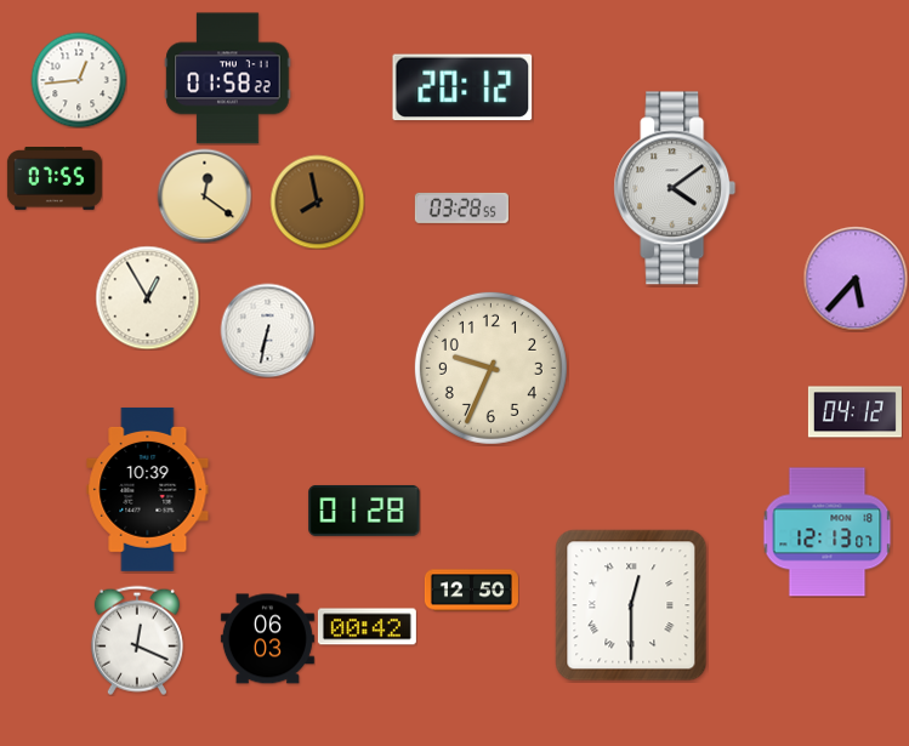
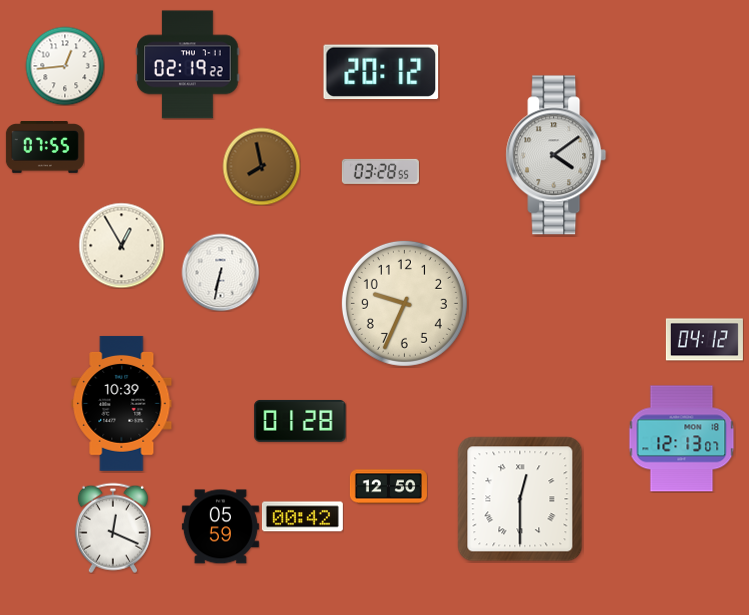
clock at (228, 79): 01:58 -> 02:19
clock at (204, 195): 12:21 -> none
clock at (856, 279): 5:37 -> none
clock at (267, 639): 06:03 -> 05:59
